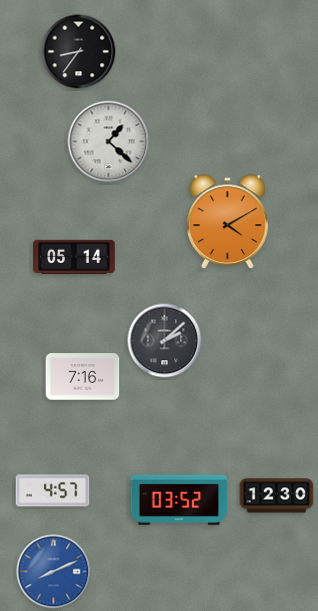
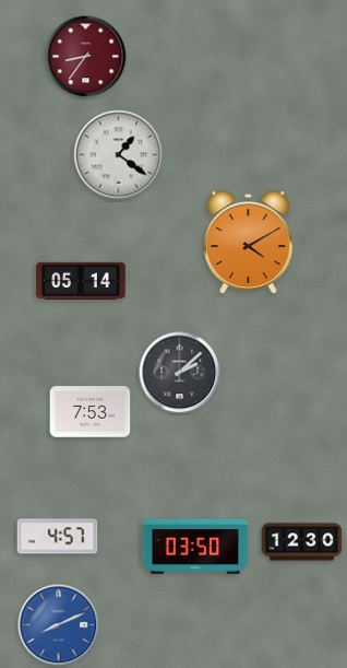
clock at (79, 52) dial: black -> burgundy
clock at (109, 142): 1:22 -> 1:21
clock at (83, 377): 7:16 -> 7:53
clock at (179, 500): 03:52 -> 03:50
